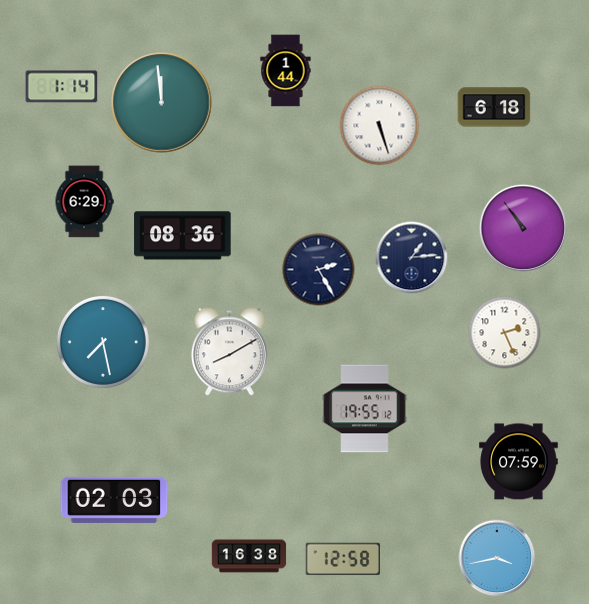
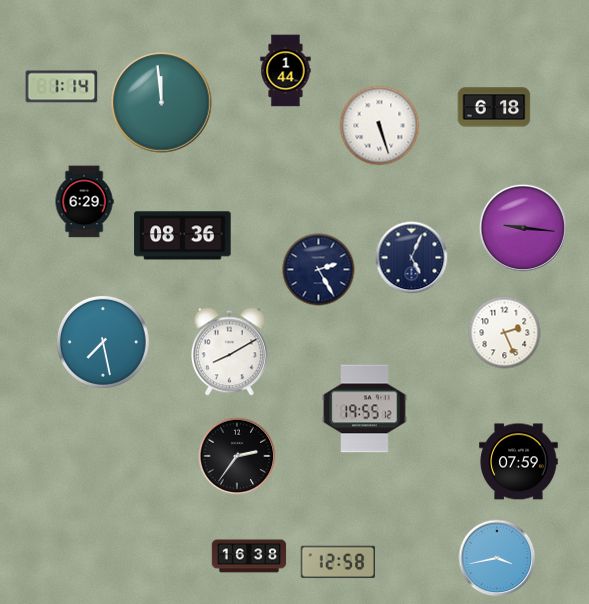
clock at (523, 228): 10:54 -> 9:16
clock at (412, 258): 1:14 -> 5:04
clock at (237, 456): none -> 2:36
clock at (114, 500): 02:03 -> none
clock at (342, 559) position: (342, 559) -> (337, 562)
